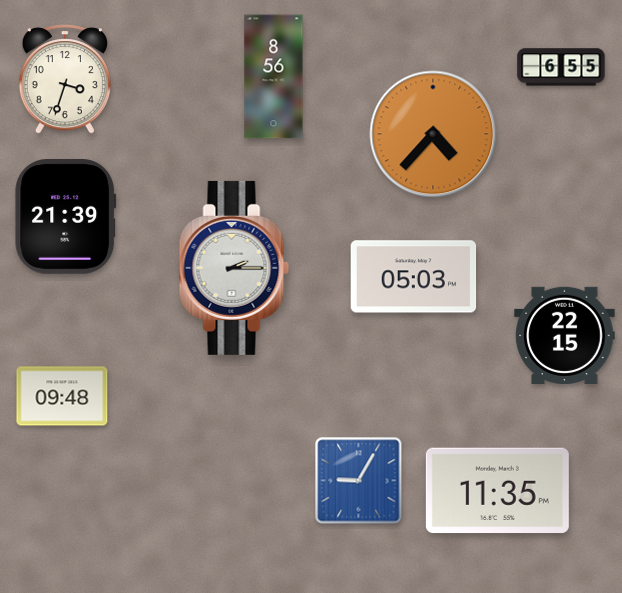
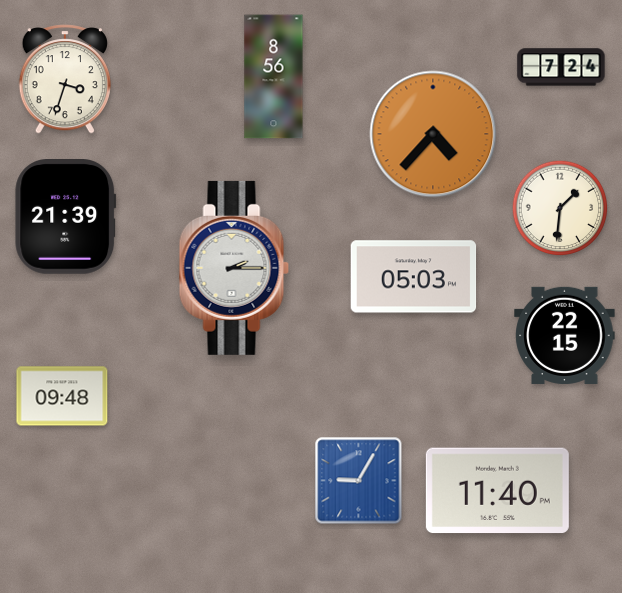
clock at (561, 67): 6:55 -> 7:24
clock at (560, 208): none -> 1:31
clock at (497, 491): 11:35 -> 11:40
